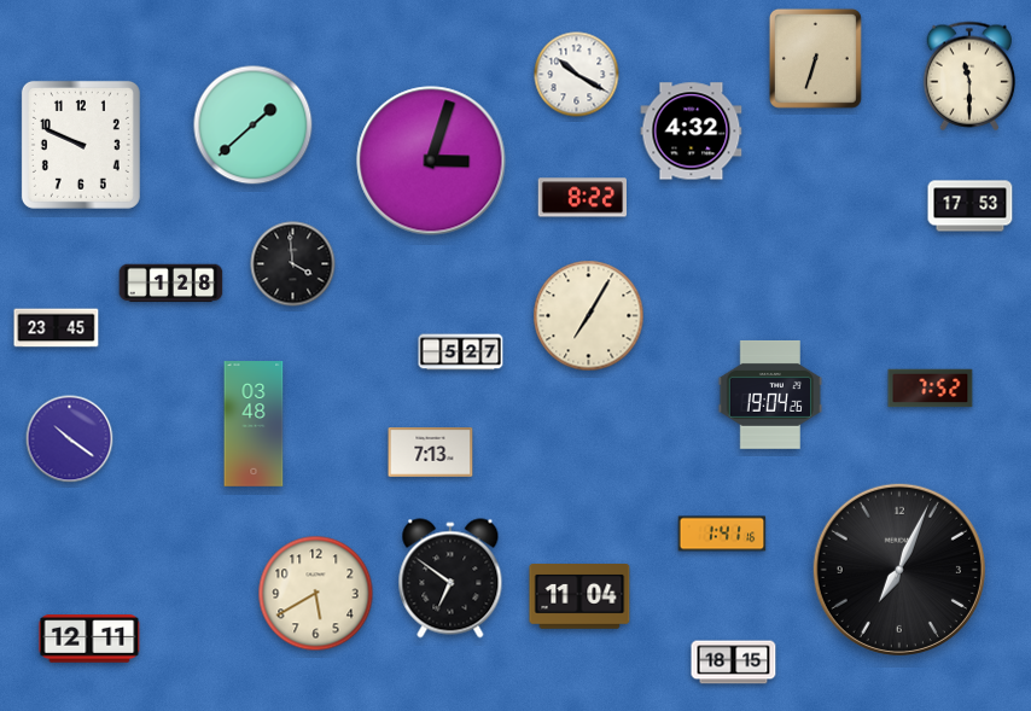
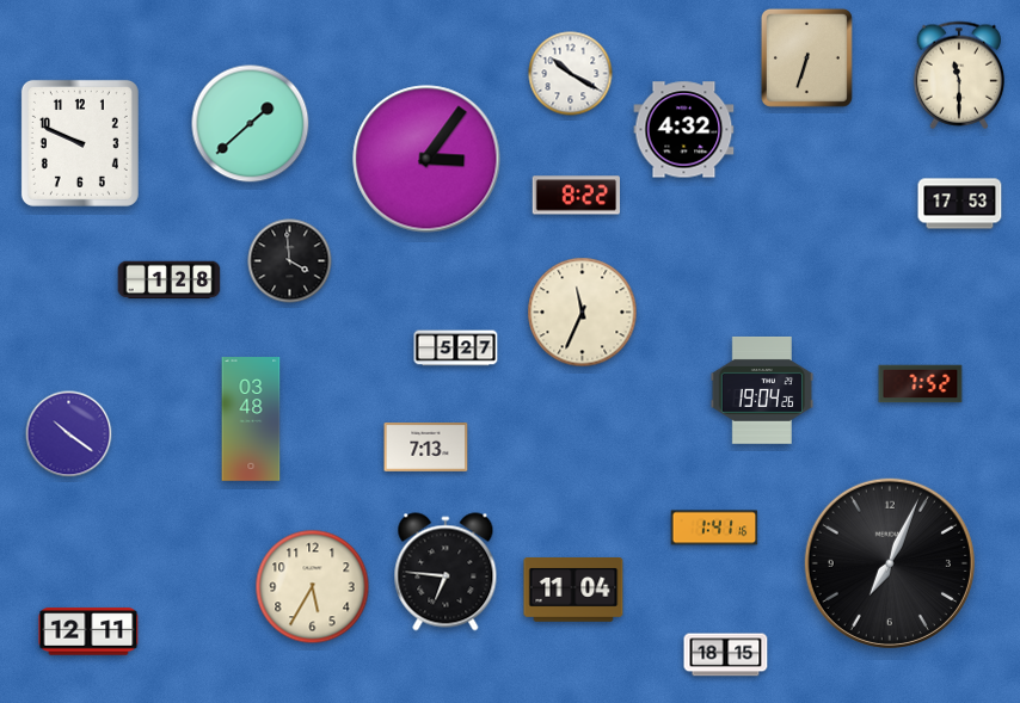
clock at (431, 161): 3:03 -> 3:06
clock at (589, 316): 7:05 -> 11:34
clock at (57, 328): 23:45 -> none
clock at (450, 578): 6:51 -> 6:46
clock at (316, 594): 5:40 -> 5:35
